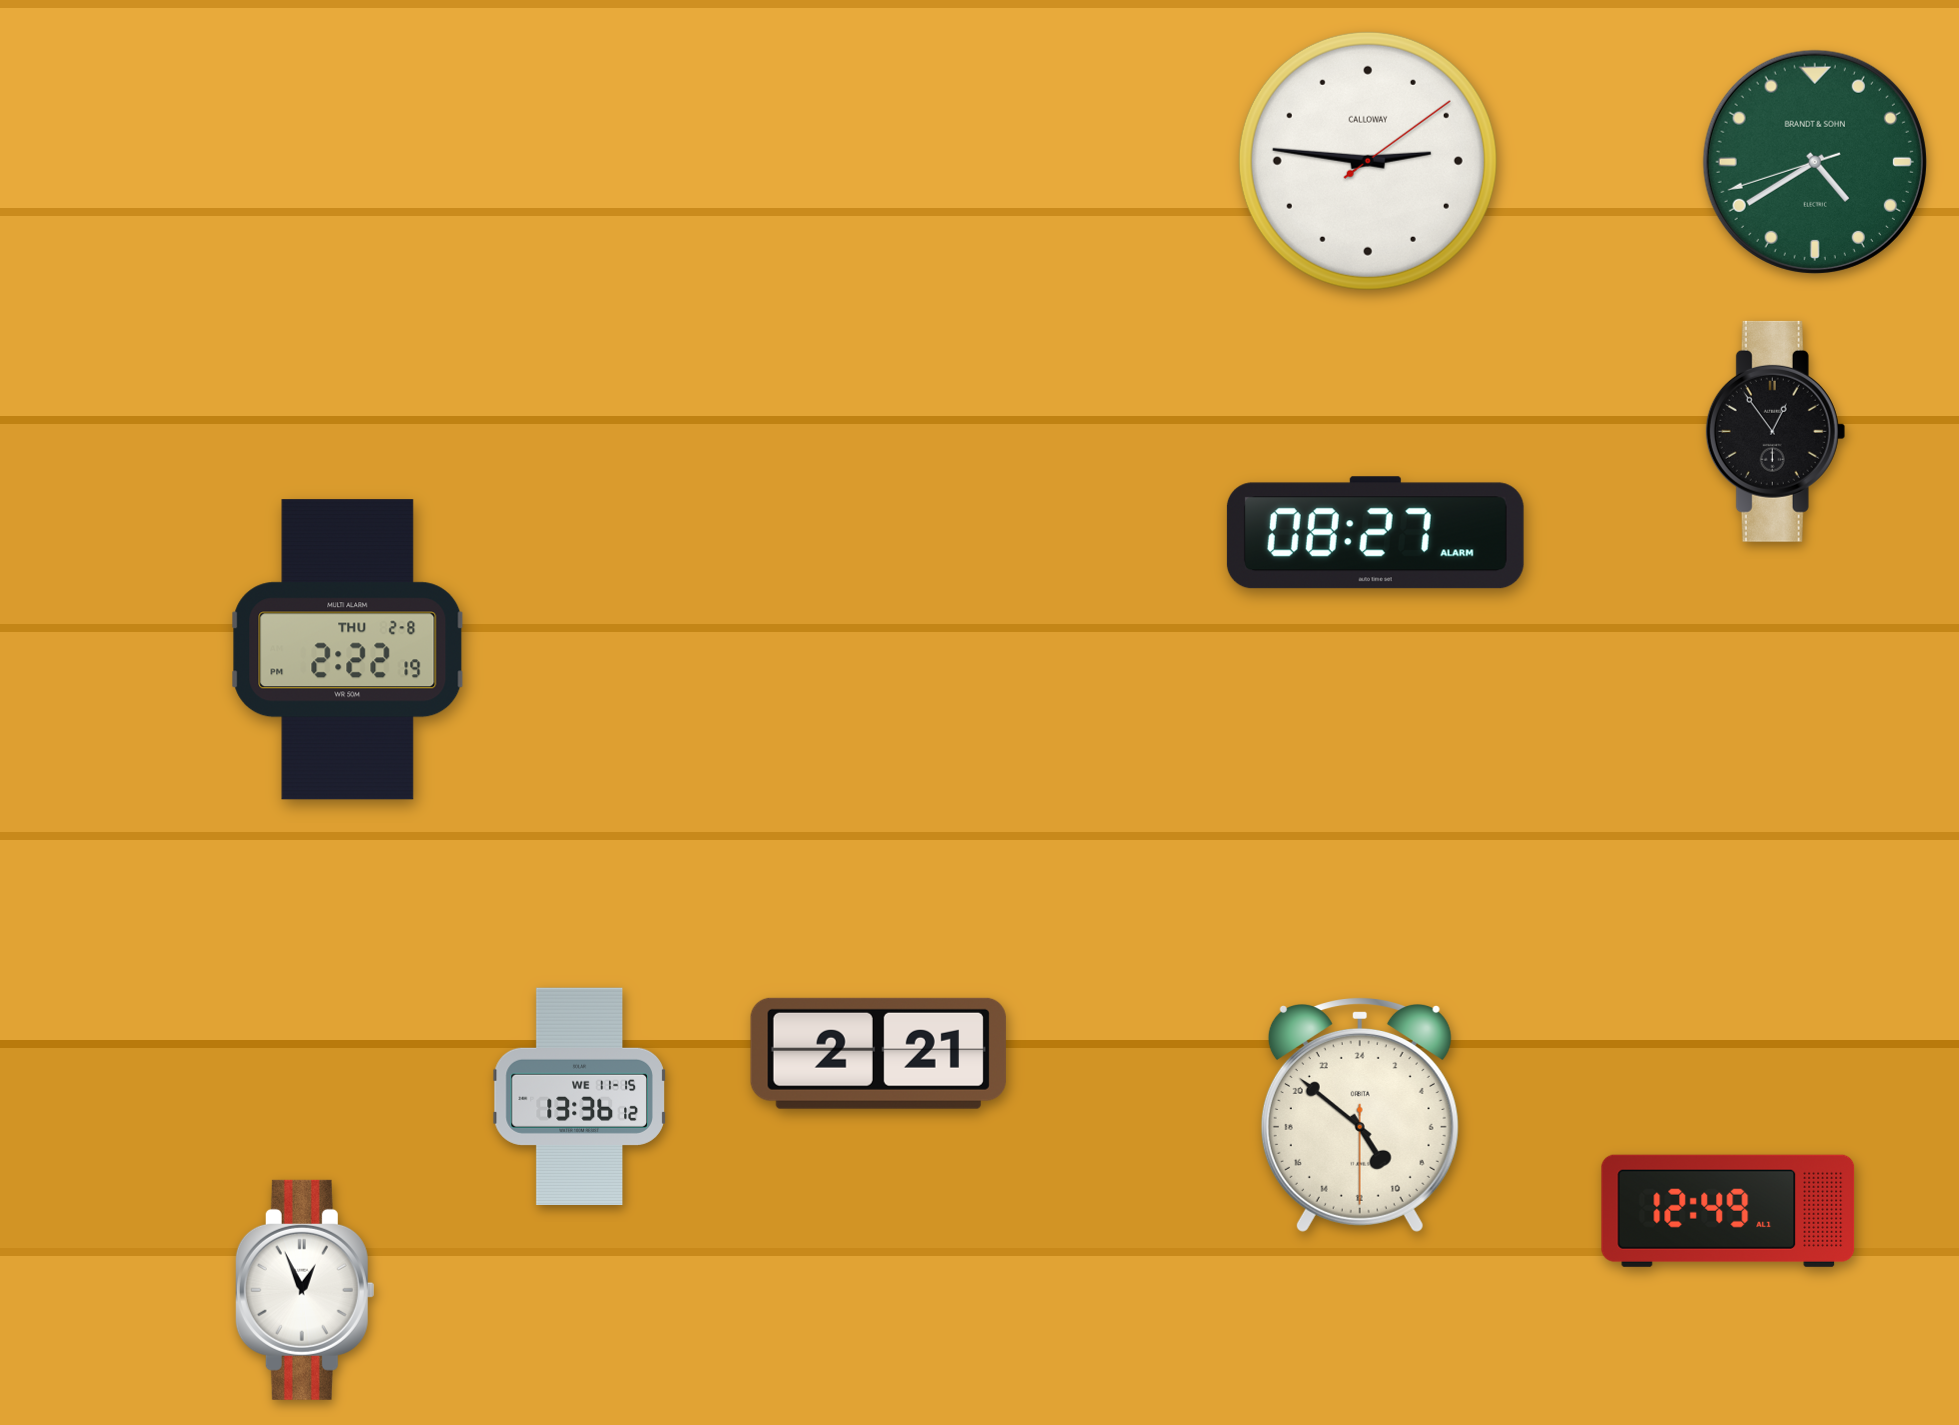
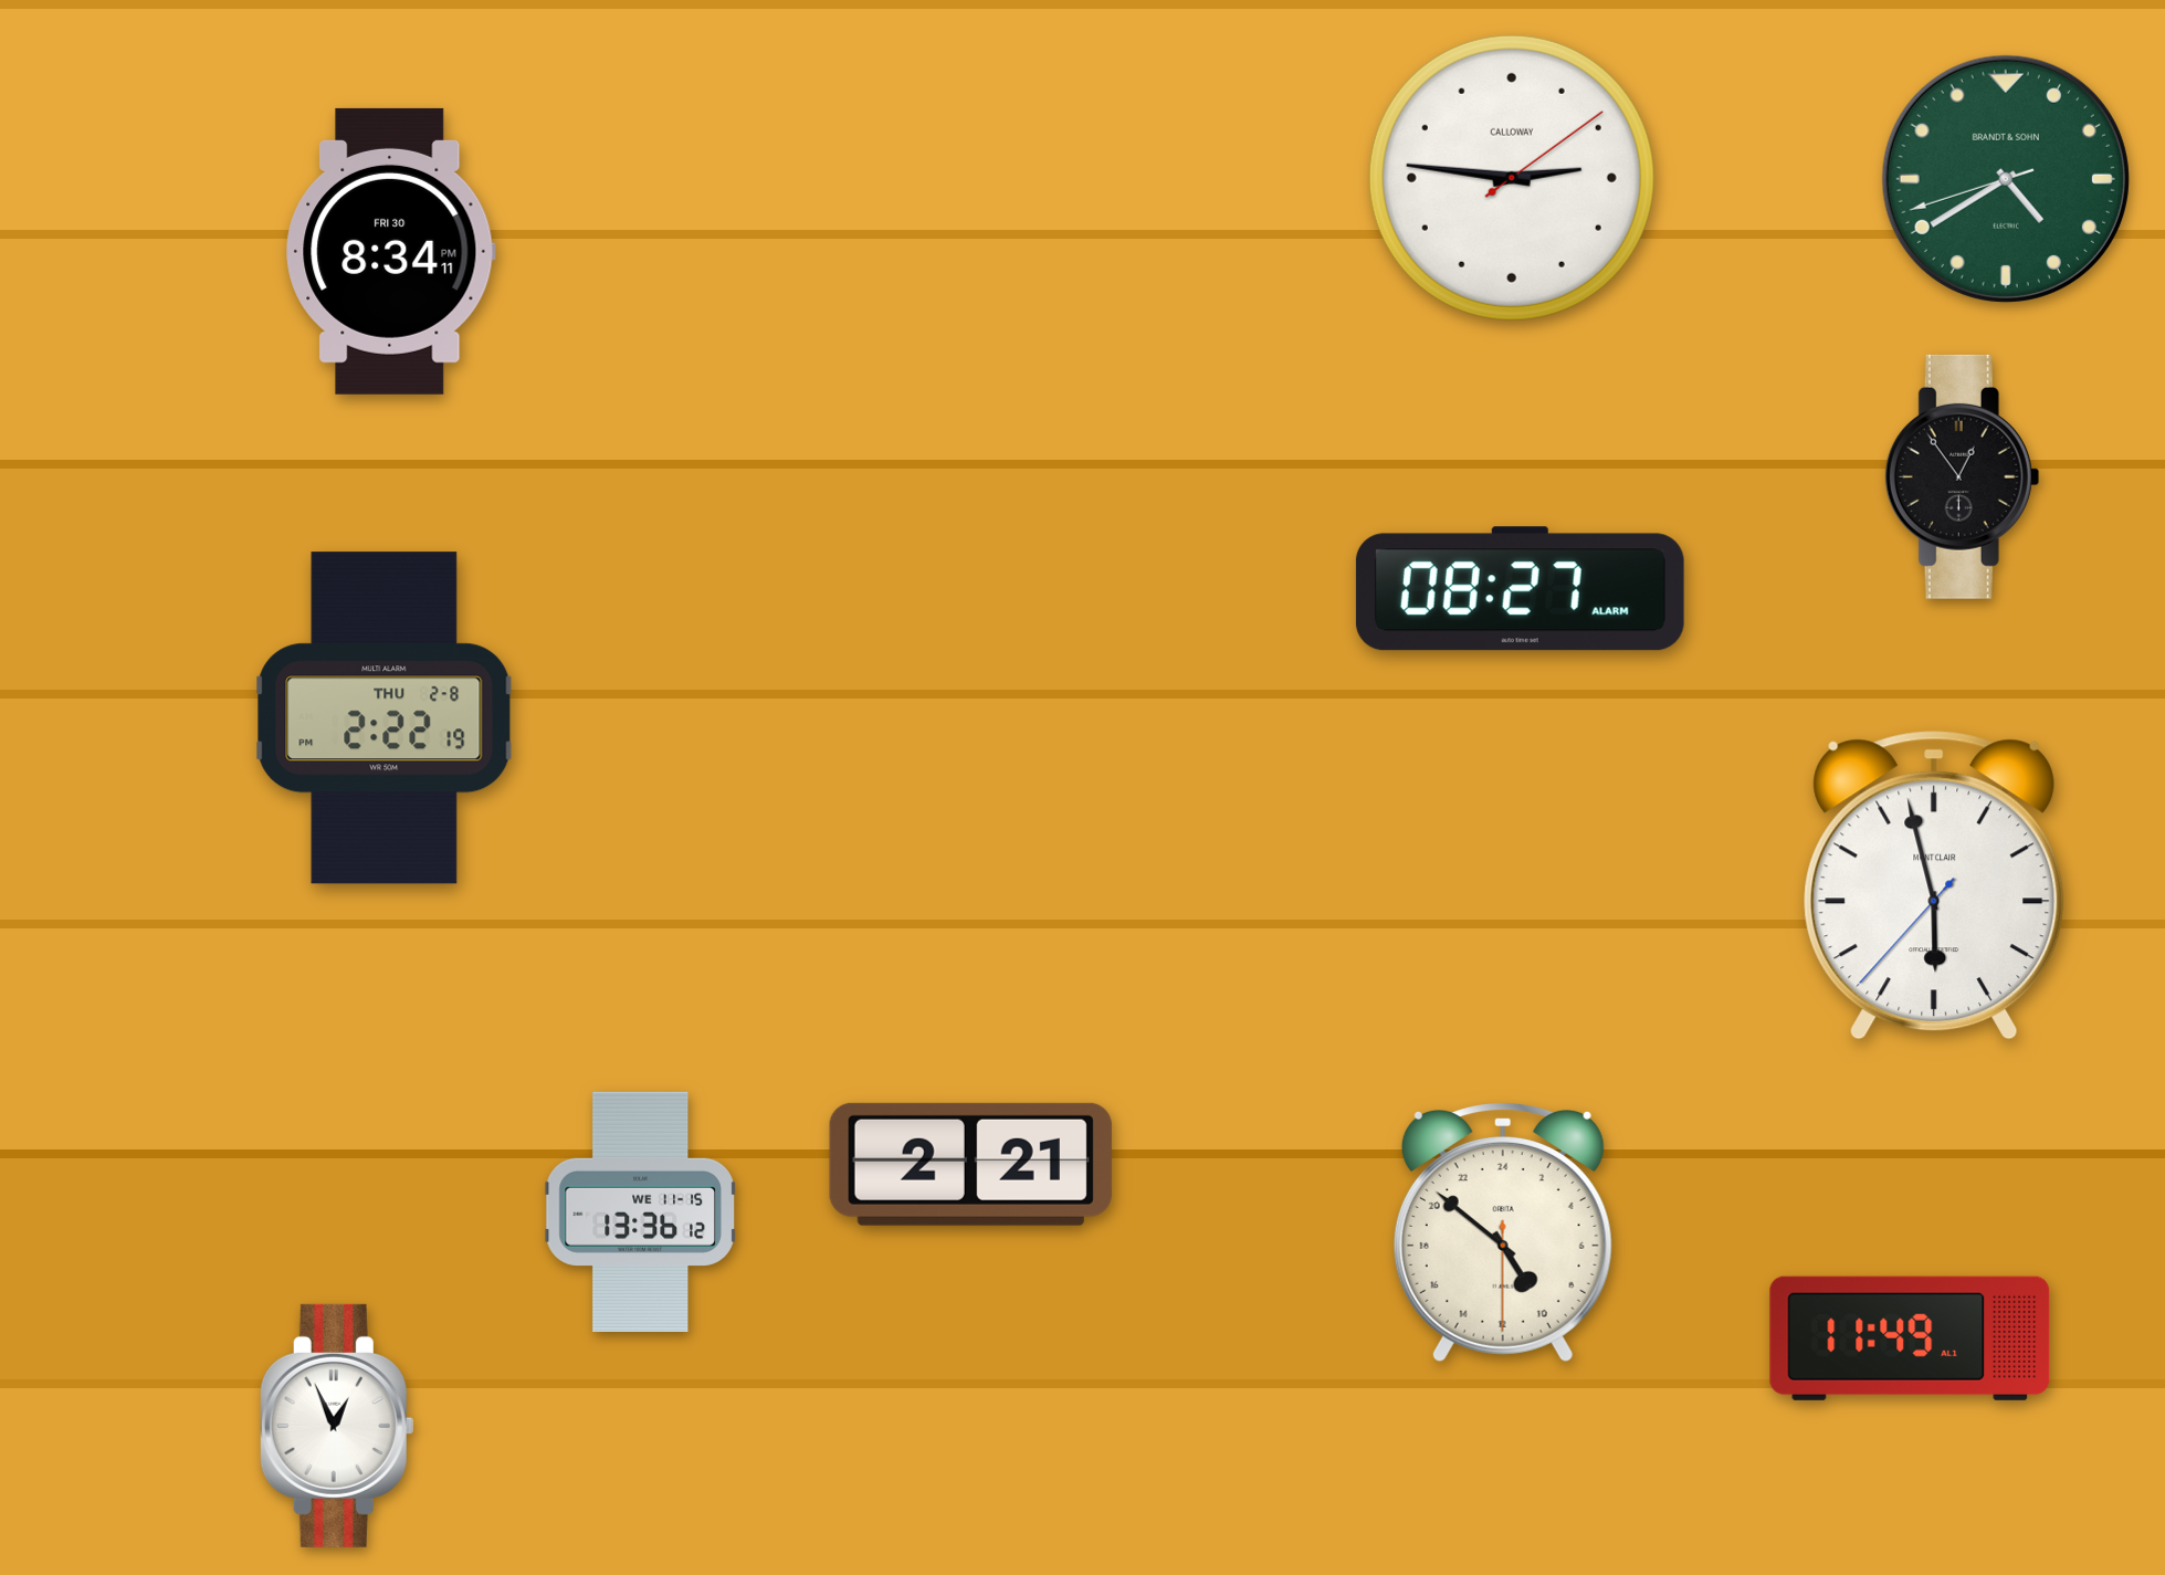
clock at (391, 251): none -> 8:34
clock at (1934, 885): none -> 5:57
clock at (1728, 1211): 12:49 -> 11:49
